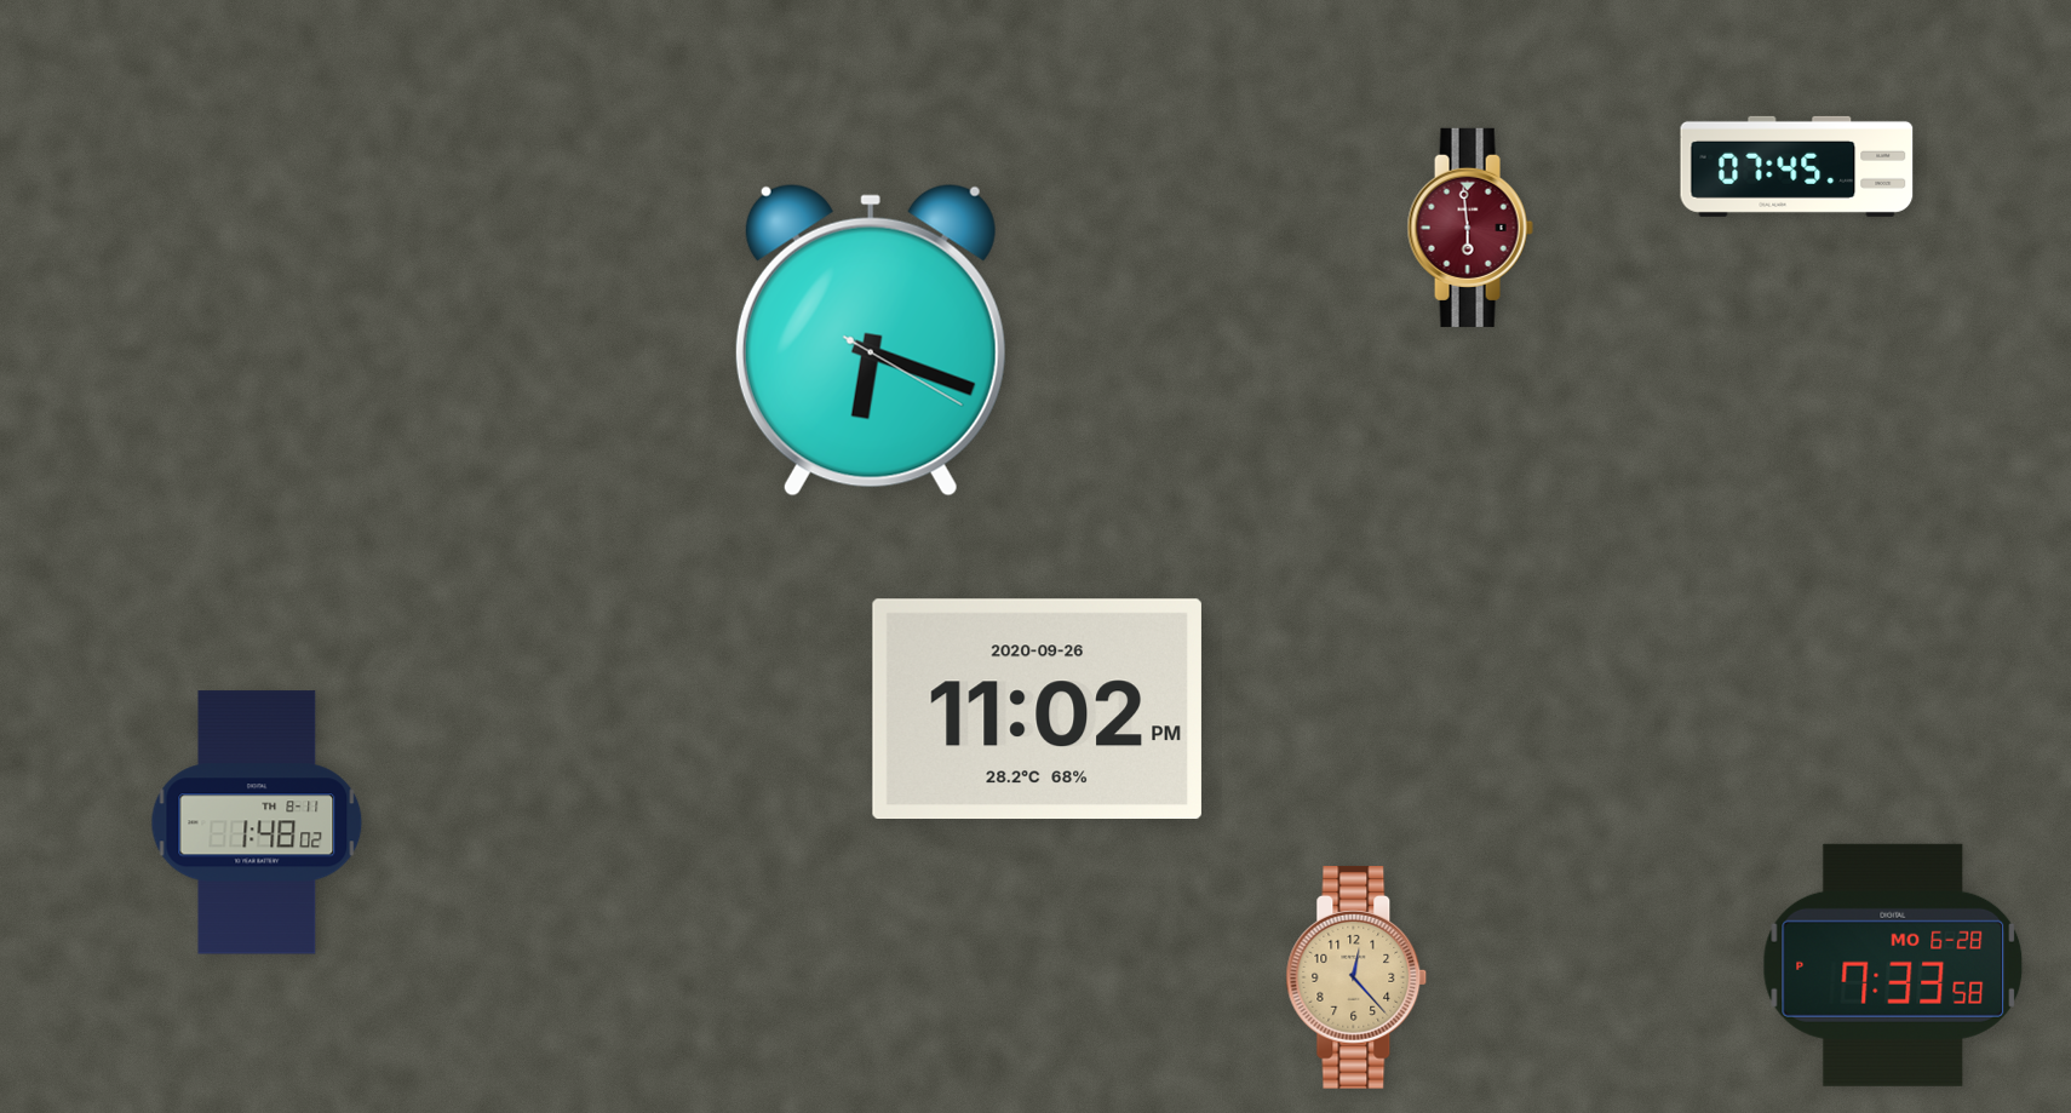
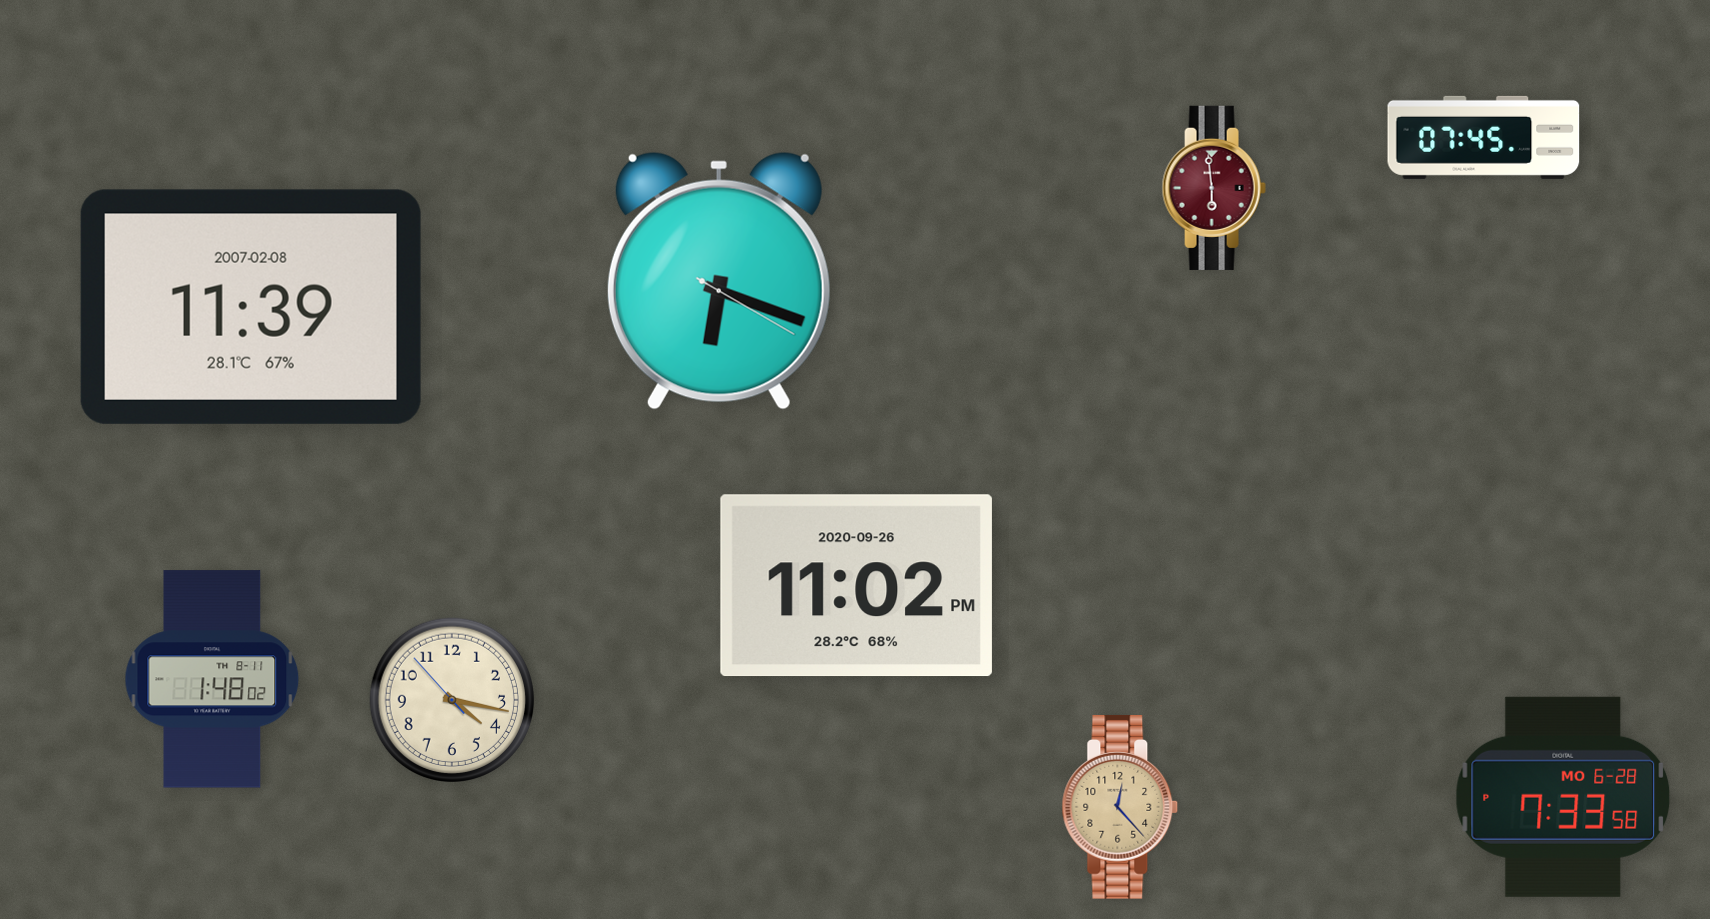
clock at (251, 307): none -> 11:39
clock at (452, 700): none -> 4:16
